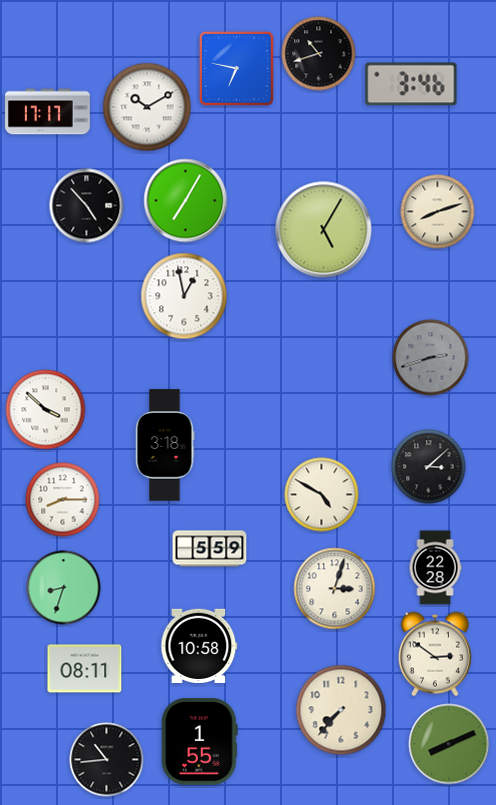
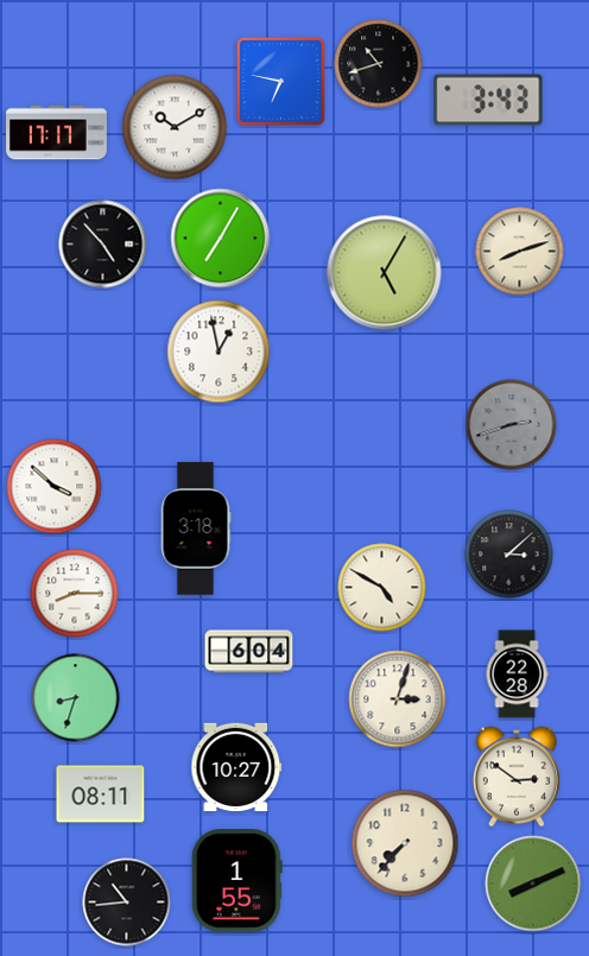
clock at (411, 84): 3:46 -> 3:43
clock at (210, 549): 5:59 -> 6:04
clock at (199, 645): 10:58 -> 10:27
